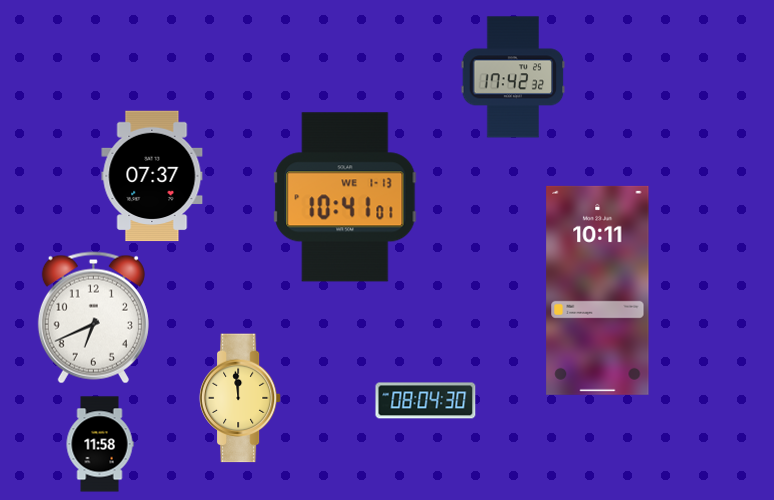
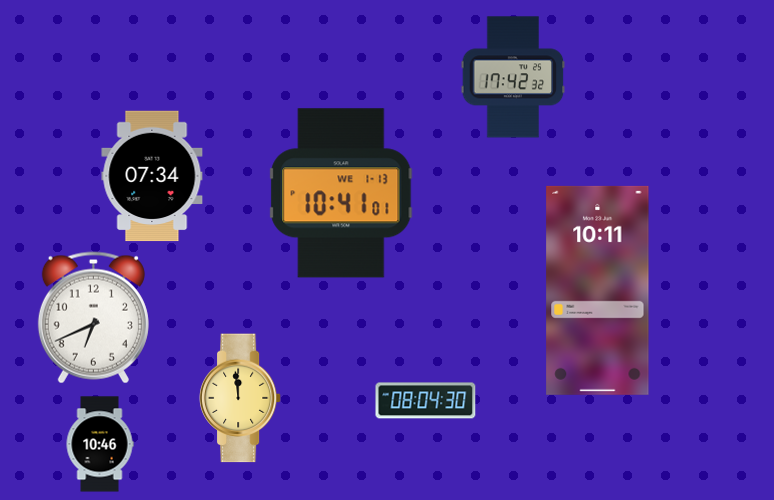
clock at (152, 176): 07:37 -> 07:34
clock at (345, 197) position: (345, 197) -> (341, 193)
clock at (100, 444): 11:58 -> 10:46
